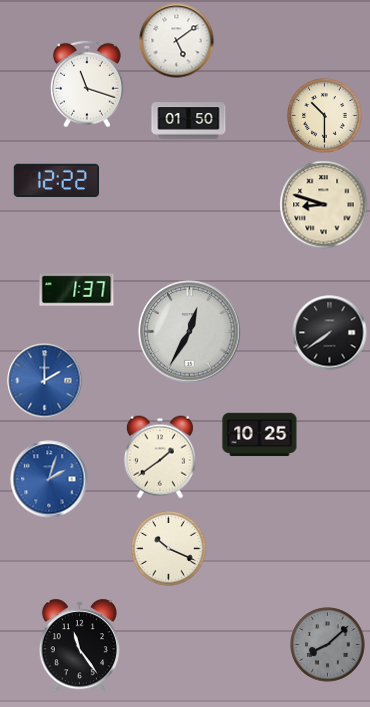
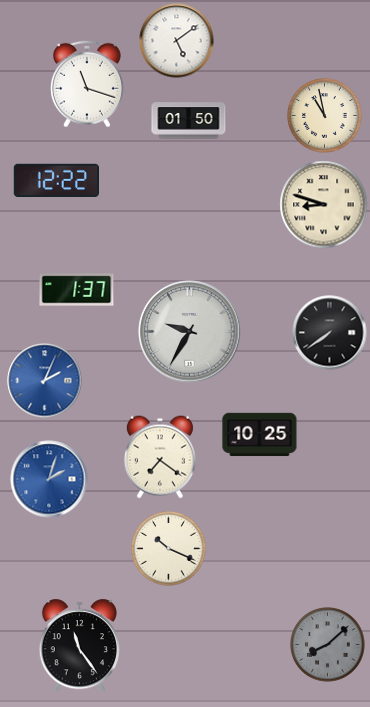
clock at (325, 116): 10:30 -> 10:58
clock at (190, 332): 12:35 -> 9:35
clock at (45, 381): 2:00 -> 2:04
clock at (160, 457): 1:39 -> 7:21
